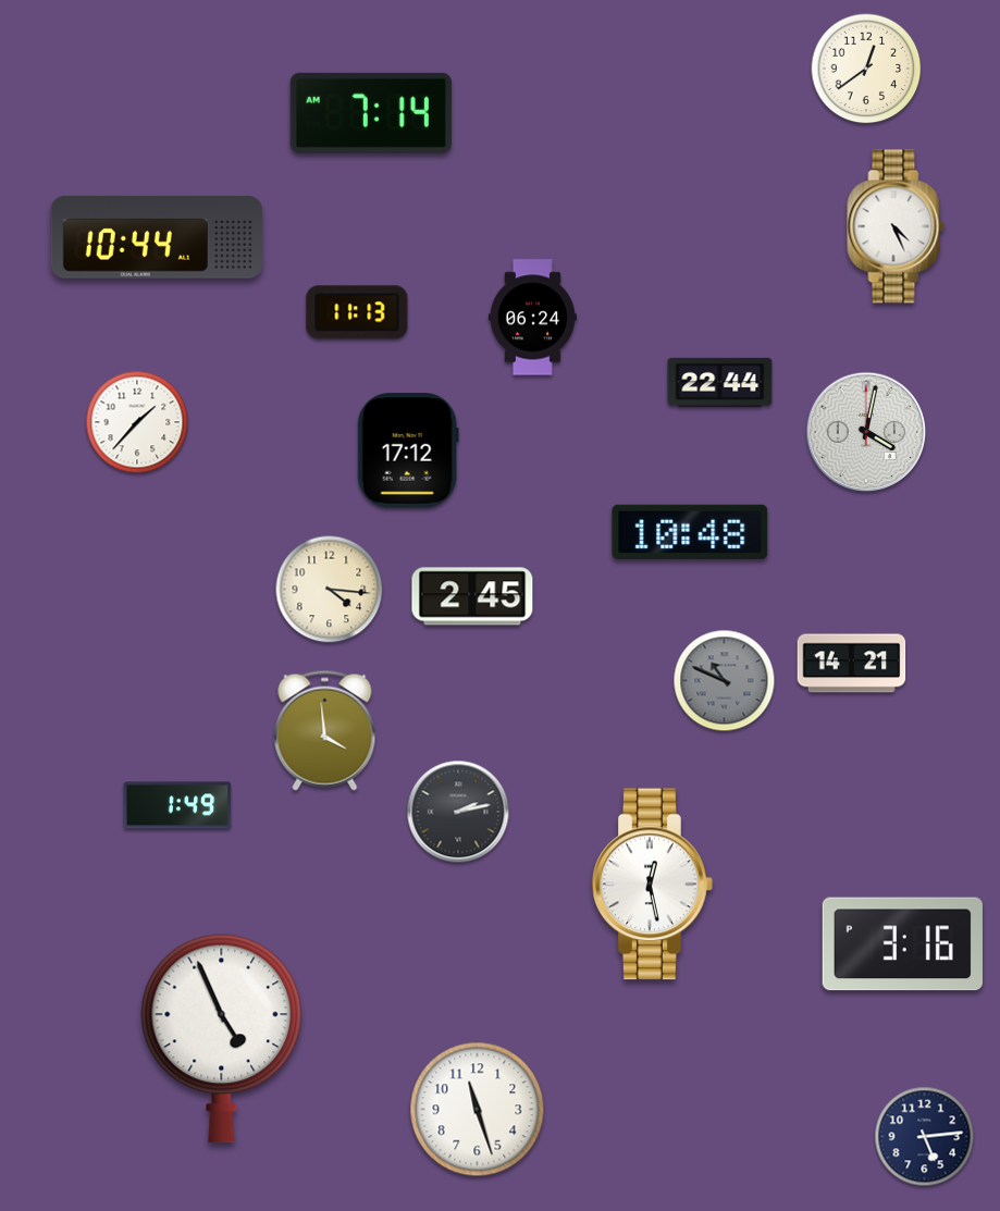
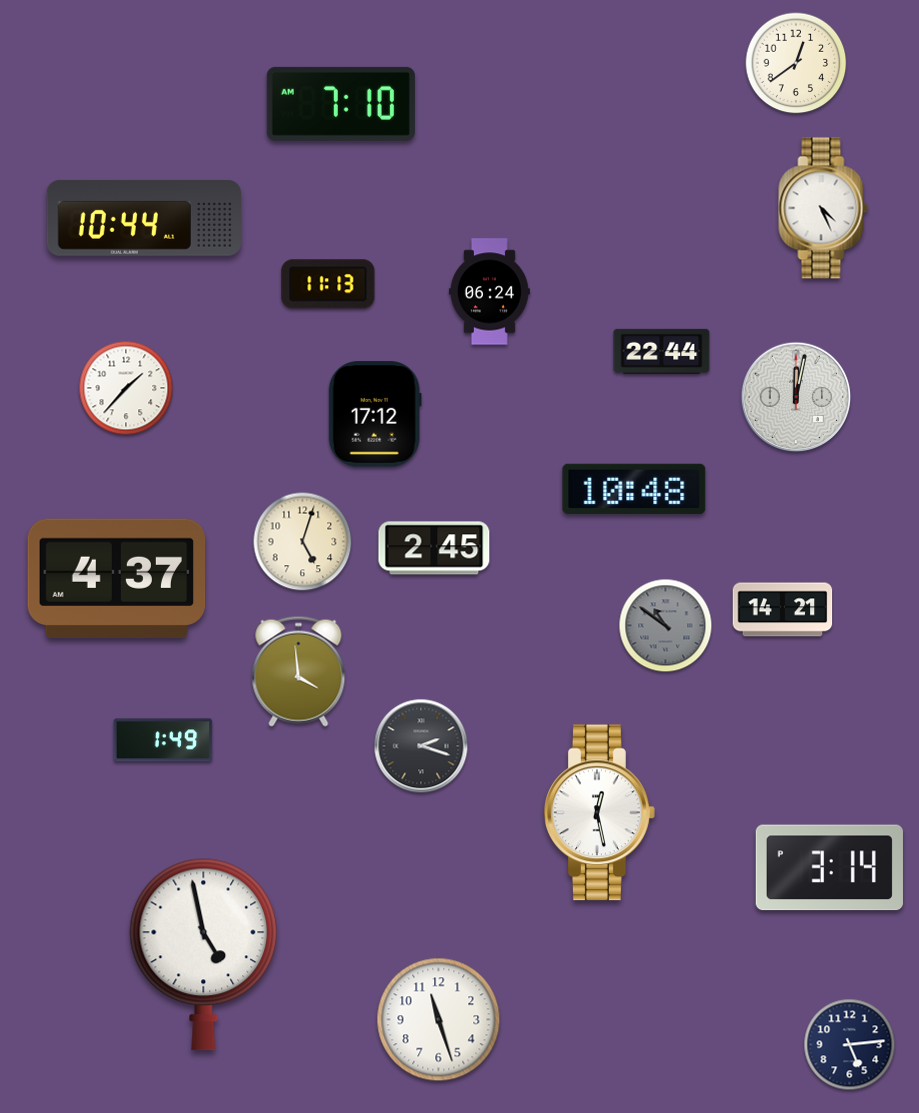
clock at (371, 113): 7:14 -> 7:10
clock at (357, 312) position: (357, 312) -> (328, 284)
clock at (866, 432): 4:02 -> 12:02
clock at (330, 590): 4:16 -> 5:03
clock at (117, 578): none -> 4:37
clock at (725, 681): 10:49 -> 10:51
clock at (458, 812): 2:13 -> 2:18
clock at (902, 944): 3:16 -> 3:14
clock at (222, 1038): 4:56 -> 4:58
